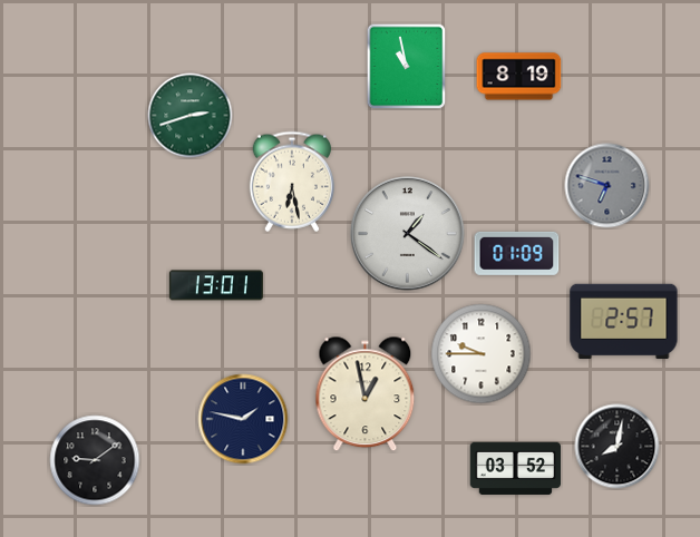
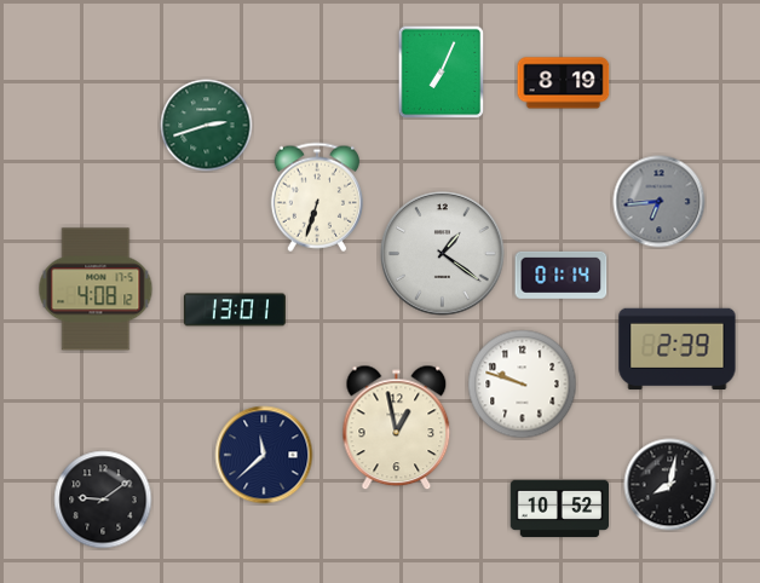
clock at (407, 66): 10:58 -> 7:04
clock at (292, 182): 6:28 -> 6:33
clock at (607, 186): 6:48 -> 6:44
clock at (517, 253): 01:09 -> 01:14
clock at (96, 289): none -> 4:08
clock at (624, 322): 2:57 -> 2:39
clock at (482, 354): 9:45 -> 9:48
clock at (243, 419): 1:47 -> 11:38
clock at (516, 468): 03:52 -> 10:52
